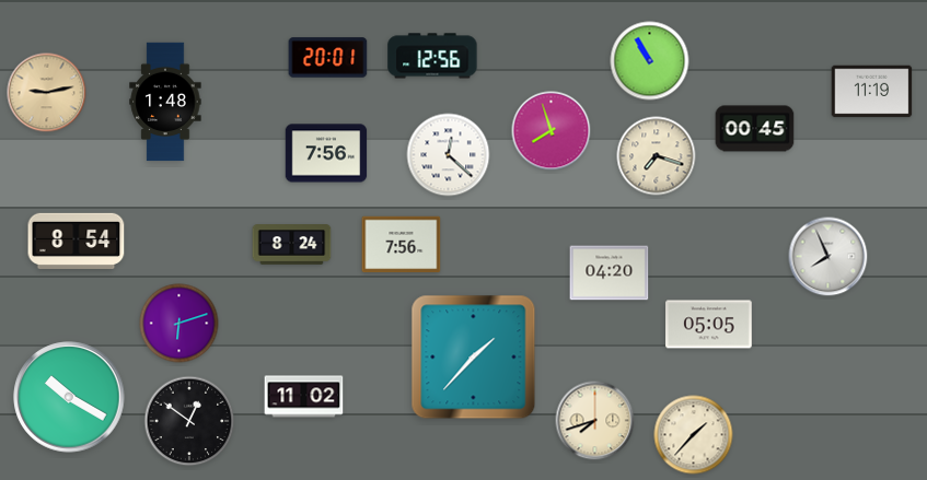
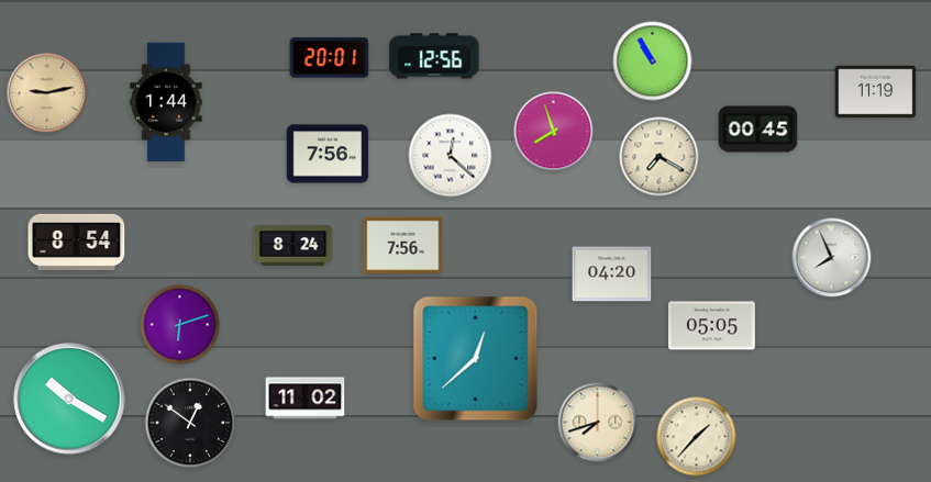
clock at (165, 102): 1:48 -> 1:44
clock at (657, 156): 7:18 -> 7:20
clock at (474, 358): 1:37 -> 12:38
